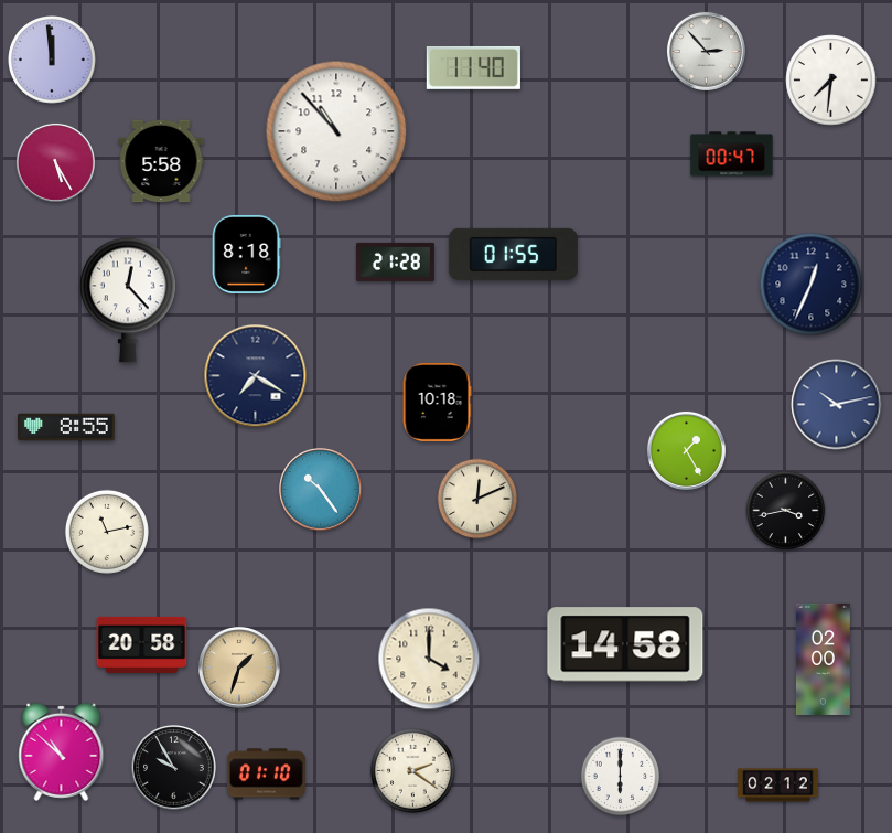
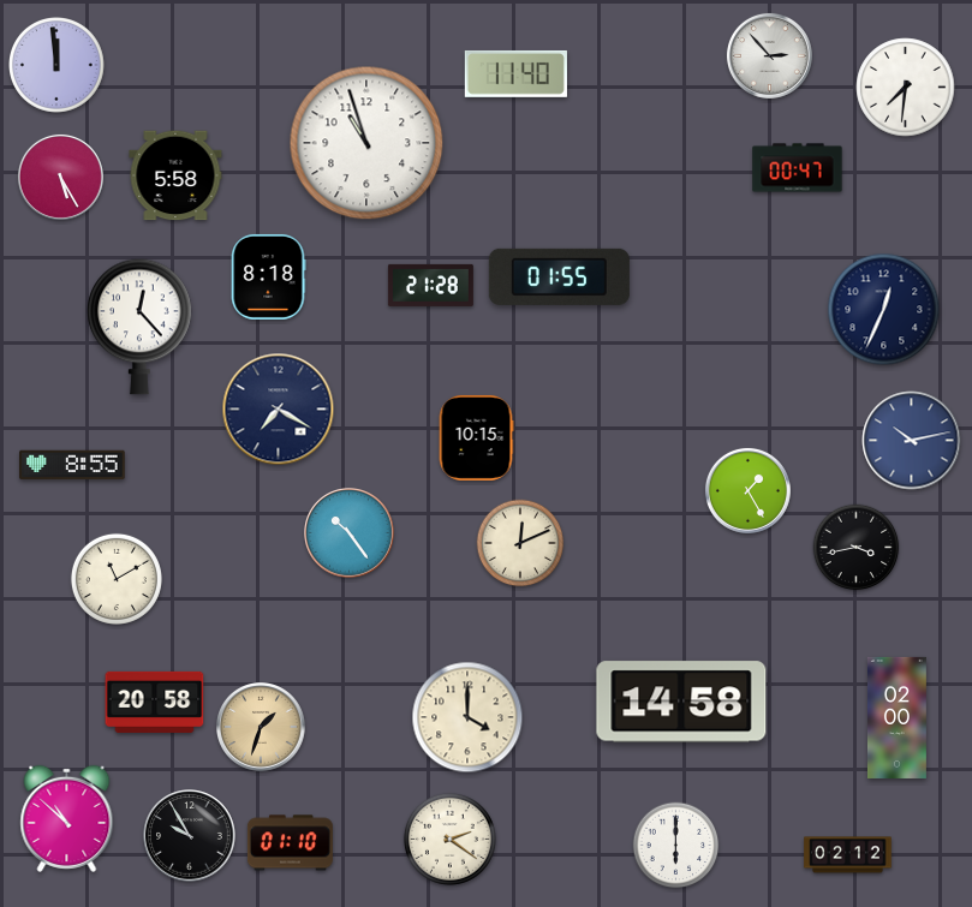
clock at (336, 131): 10:53 -> 10:57
clock at (437, 402): 10:18 -> 10:15
clock at (786, 511) position: (786, 511) -> (857, 548)
clock at (107, 532): 11:13 -> 11:10
